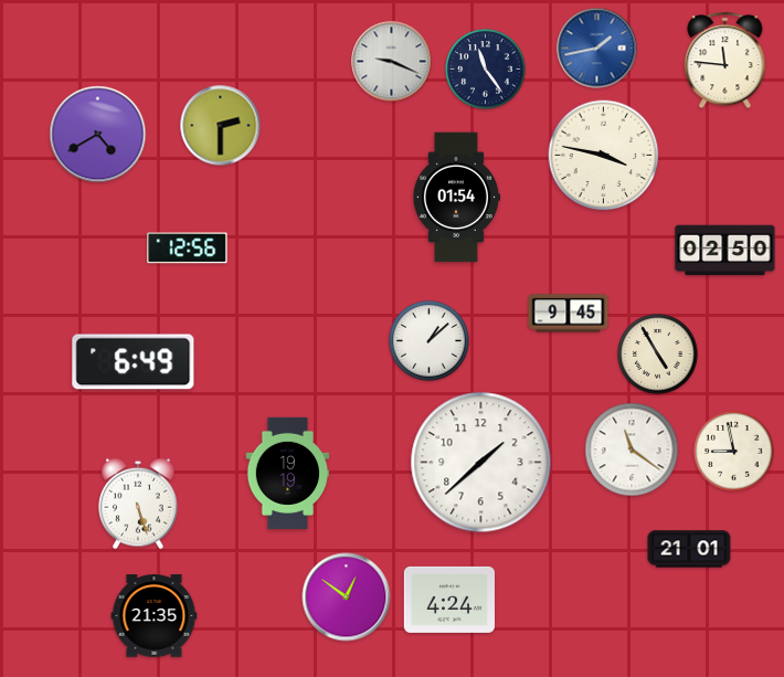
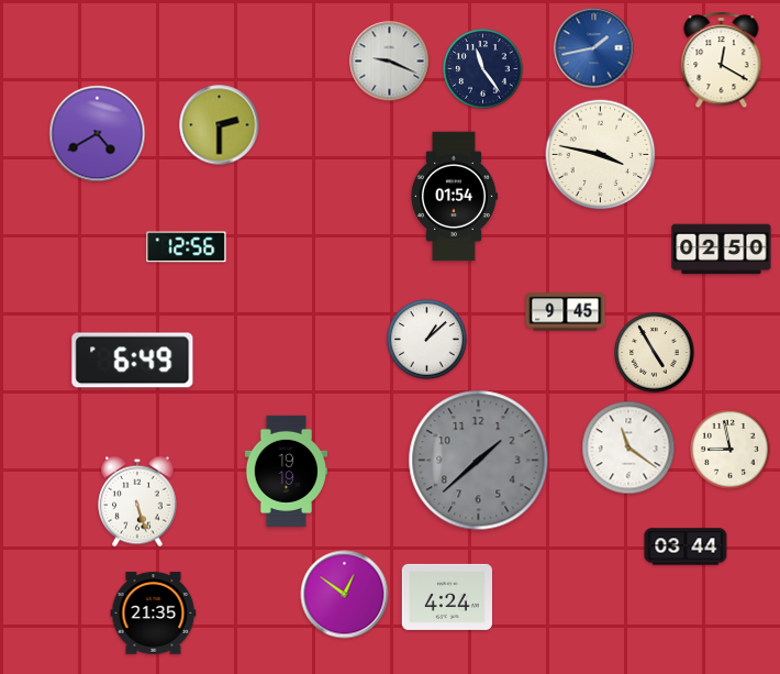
clock at (725, 61): 11:46 -> 12:20
clock at (481, 463) dial: white -> grey
clock at (689, 549): 21:01 -> 03:44
